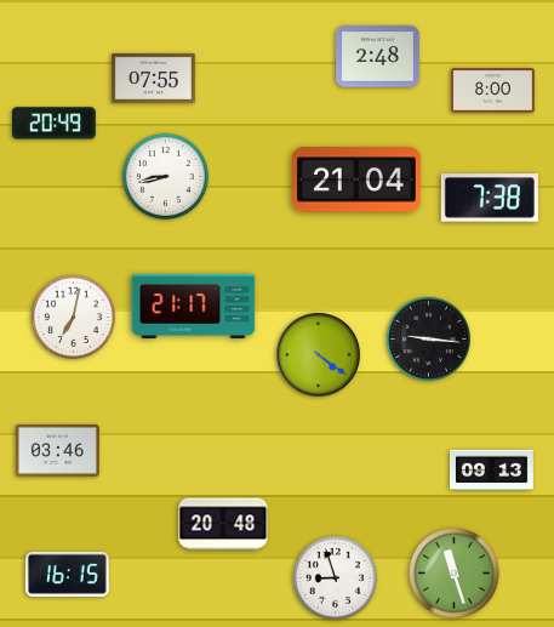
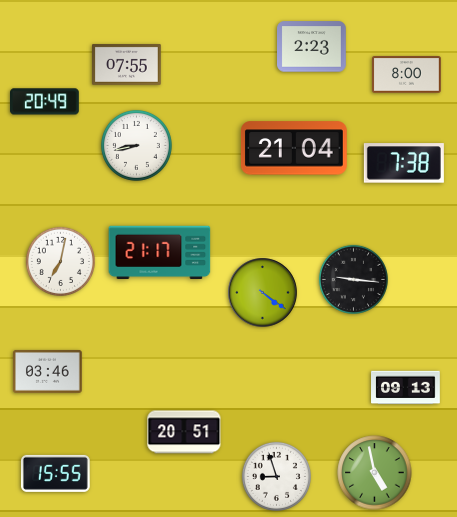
clock at (378, 57): 2:48 -> 2:23
clock at (223, 524): 20:48 -> 20:51
clock at (68, 574): 16:15 -> 15:55
clock at (455, 574): 11:27 -> 4:58
